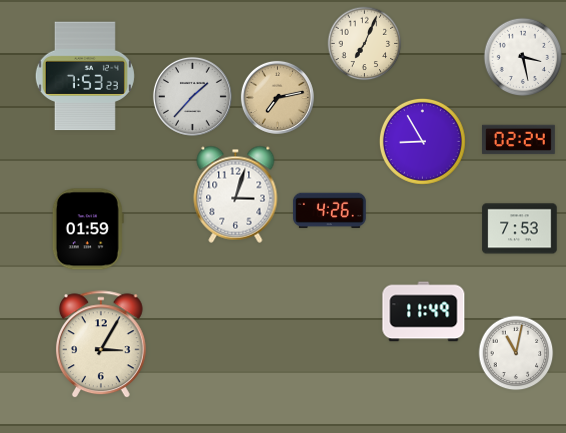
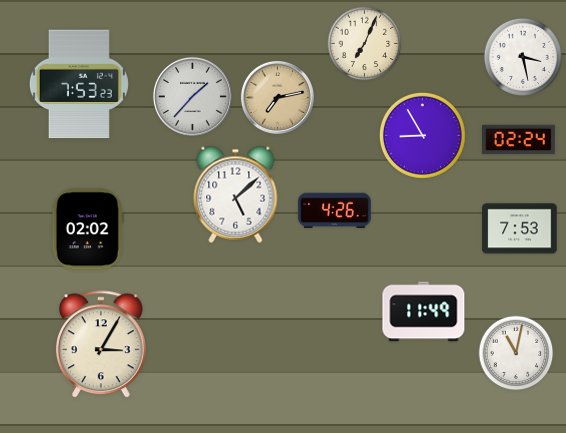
clock at (85, 76) position: (85, 76) -> (79, 84)
clock at (422, 141) position: (422, 141) -> (422, 135)
clock at (236, 194): 3:03 -> 5:08
clock at (329, 211) position: (329, 211) -> (334, 211)
clock at (88, 229): 01:59 -> 02:02
